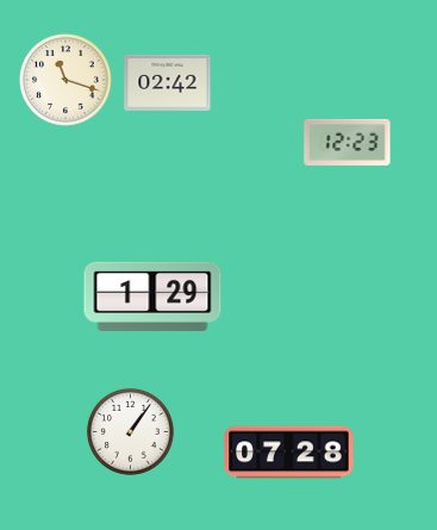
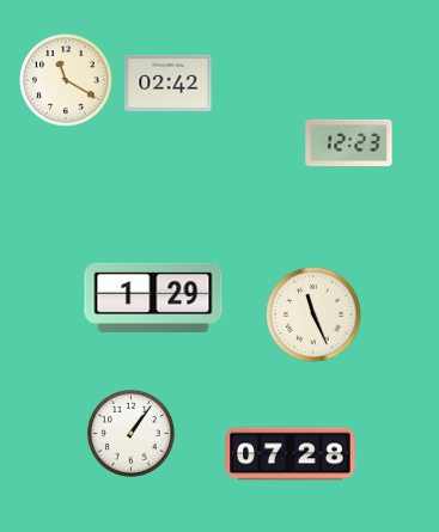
clock at (65, 80): 11:18 -> 11:20
clock at (313, 314): none -> 11:26
